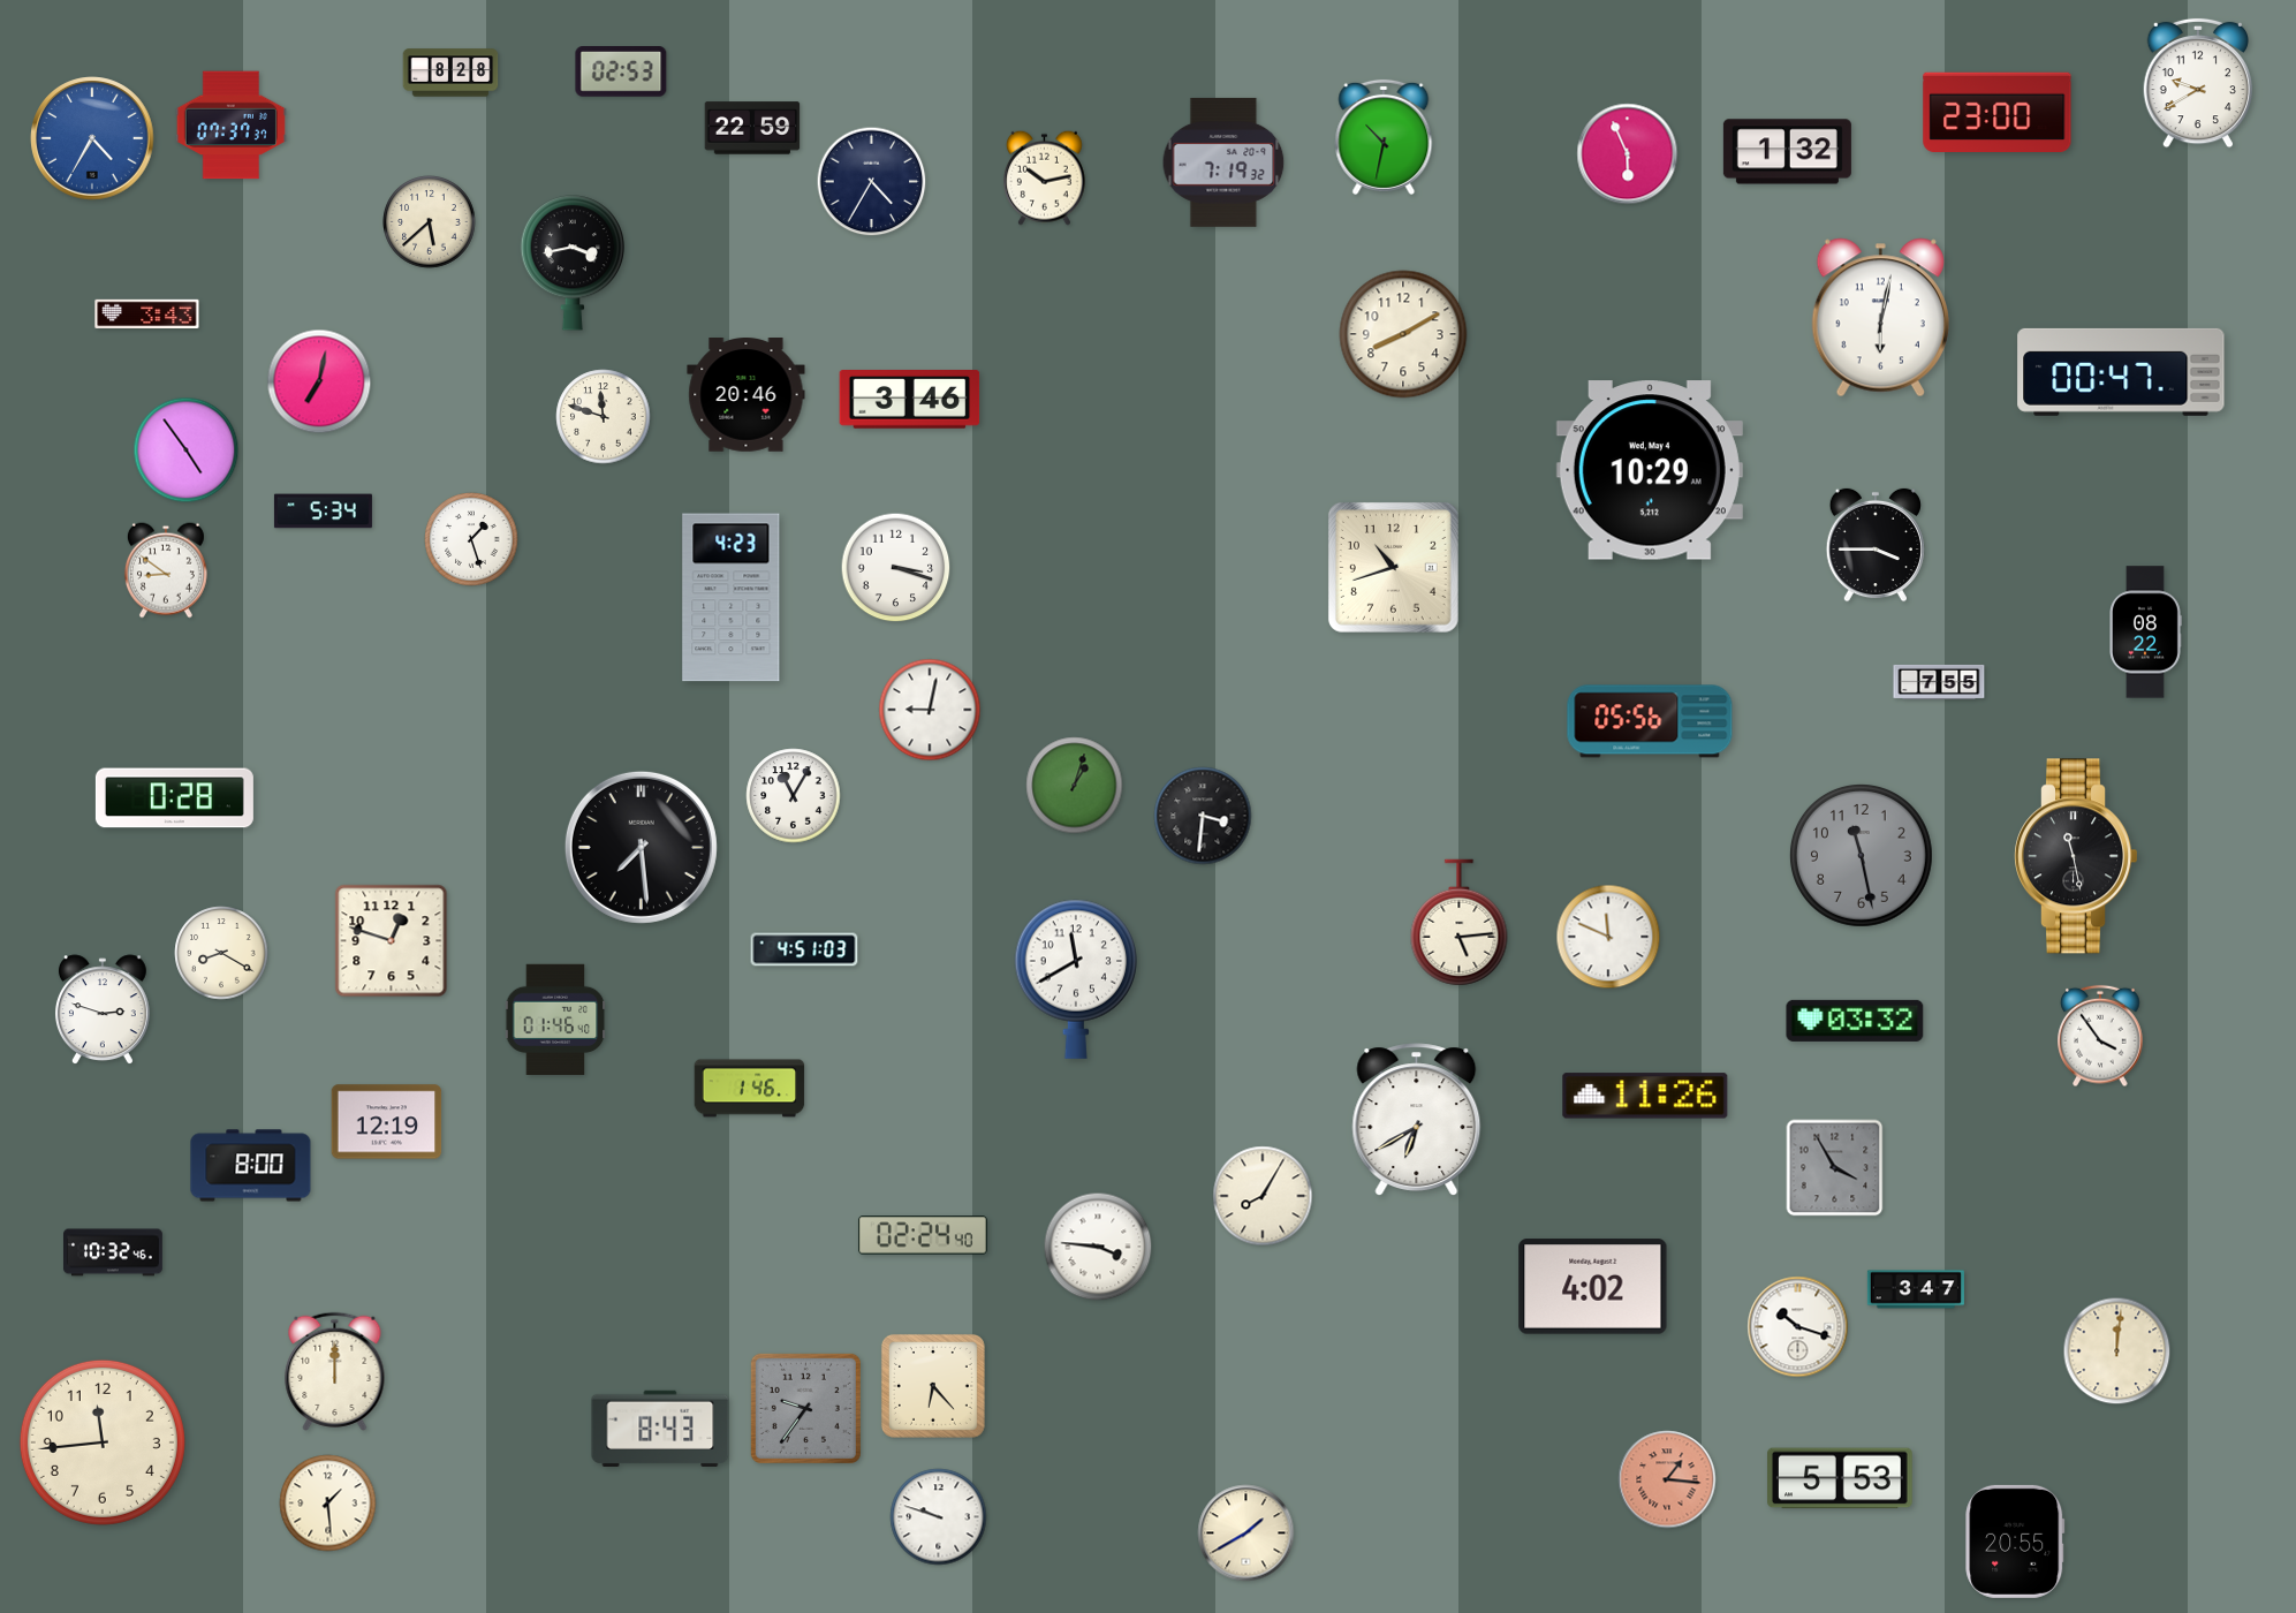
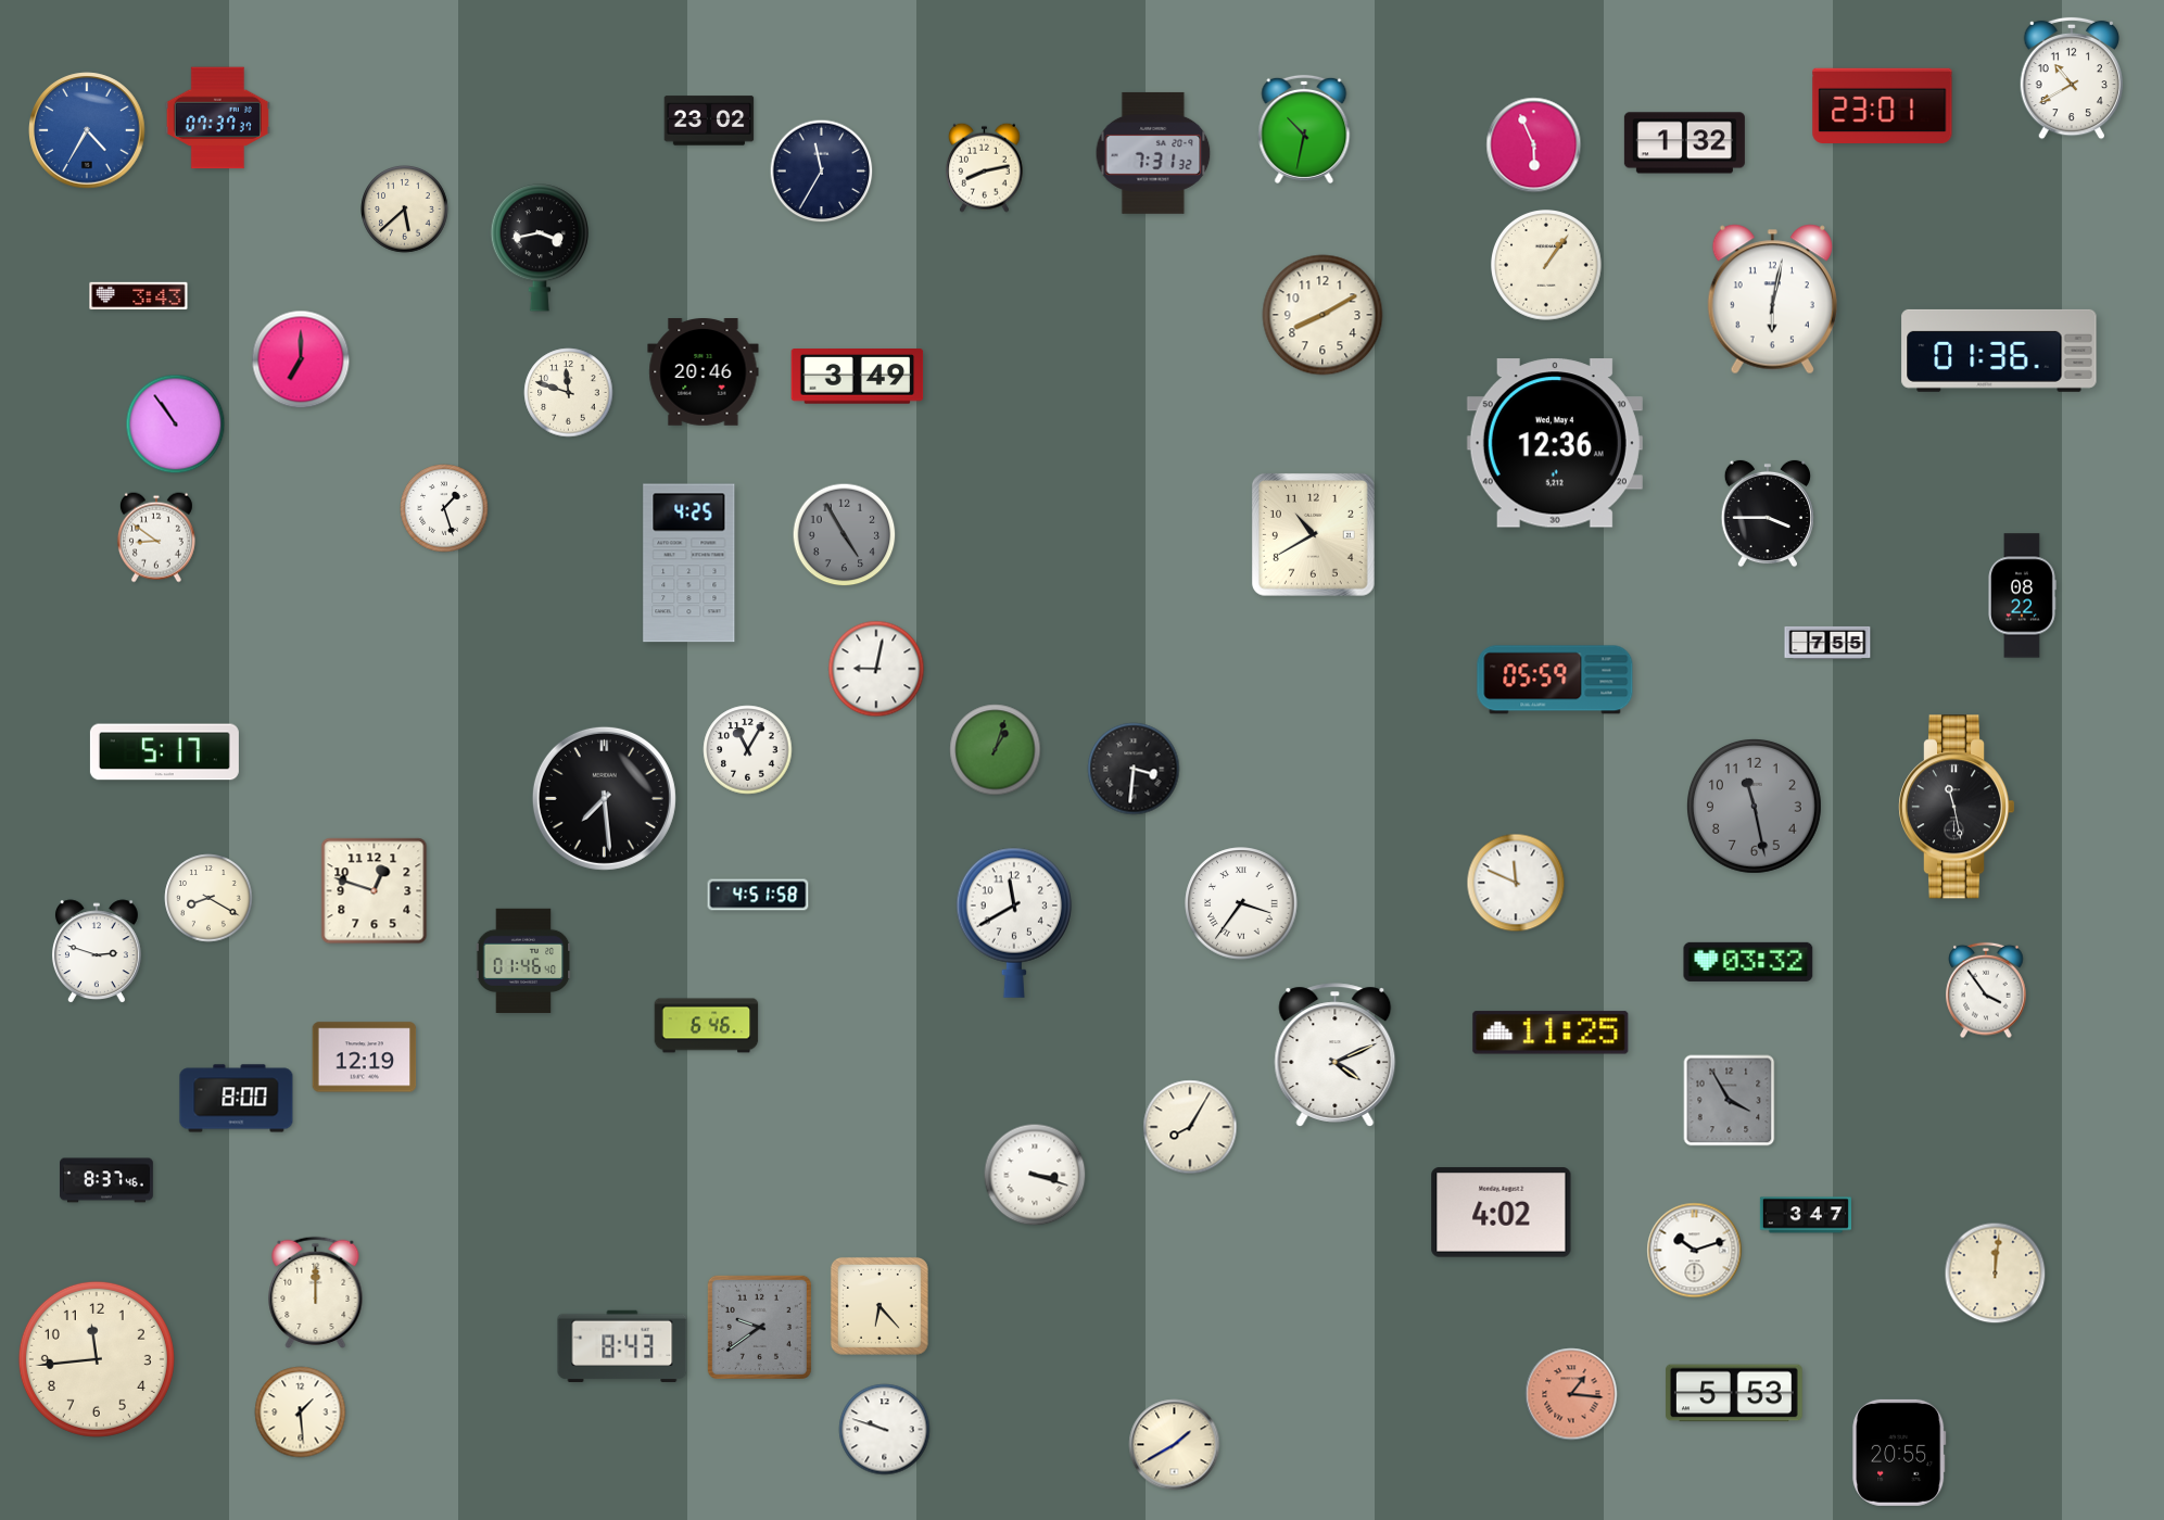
clock at (450, 73): 8:28 -> none
clock at (621, 73): 02:53 -> none
clock at (2197, 83): 9:40 -> 10:40
clock at (1998, 112): 23:00 -> 23:01
clock at (752, 128): 22:59 -> 23:02
clock at (1223, 162): 7:19 -> 7:31
clock at (1045, 177): 10:13 -> 8:13
clock at (872, 182): 4:35 -> 11:35
clock at (1547, 266): none -> 1:06
clock at (2121, 372): 00:47 -> 01:36
clock at (319, 381): 7:02 -> 7:00
clock at (910, 400): 3:46 -> 3:49
clock at (187, 450): 4:54 -> 10:54
clock at (1650, 470): 10:29 -> 12:36
clock at (323, 512): 5:34 -> none
clock at (1393, 567): 10:42 -> 10:40
clock at (896, 568): 3:18 -> 4:55
clock at (896, 568) dial: white -> grey
clock at (732, 598): 4:23 -> 4:25
clock at (1650, 721): 05:56 -> 05:59
clock at (1075, 786) position: (1075, 786) -> (996, 750)
clock at (174, 798): 0:28 -> 5:17
clock at (1460, 923): 5:14 -> none
clock at (392, 941) position: (392, 941) -> (375, 891)
clock at (804, 949): 4:51:03 -> 4:51:58
clock at (1241, 903): none -> 3:36
clock at (2100, 1036) position: (2100, 1036) -> (1986, 990)
clock at (750, 1089): 1:46 -> 6:46
clock at (1645, 1096): 11:26 -> 11:25
clock at (1417, 1119): 6:40 -> 4:11
clock at (923, 1235): 02:24 -> none
clock at (1098, 1247): 3:46 -> 3:18
clock at (114, 1252): 10:32 -> 8:37
clock at (1798, 1327): 10:18 -> 10:12
clock at (805, 1408): 9:36 -> 9:39
clock at (328, 1504) position: (328, 1504) -> (301, 1413)
